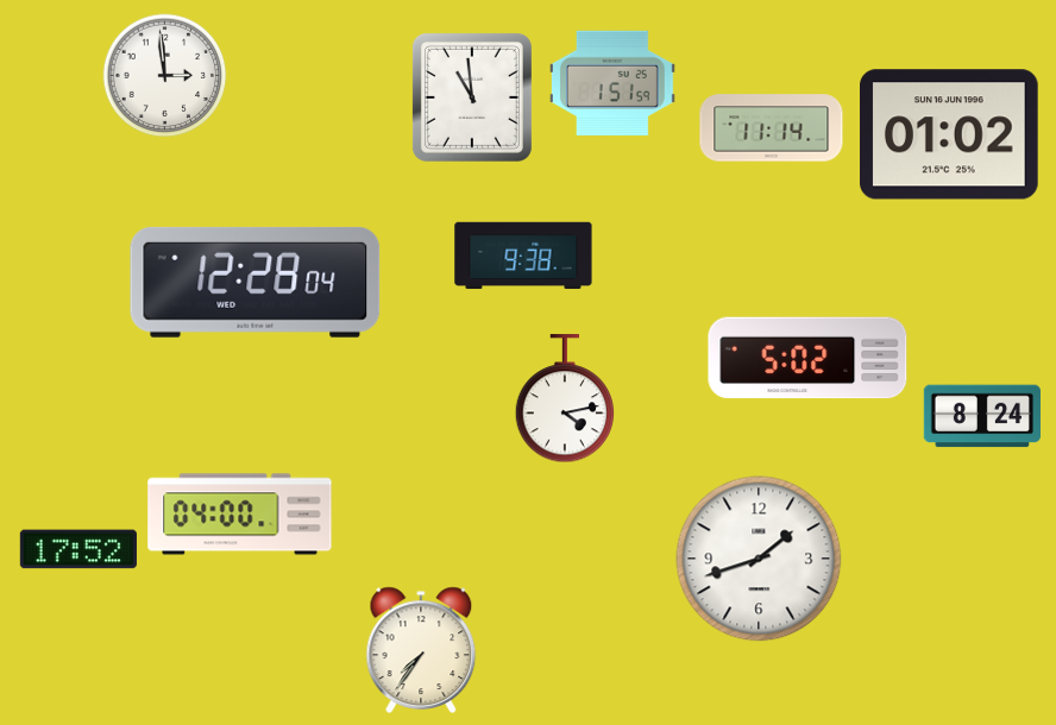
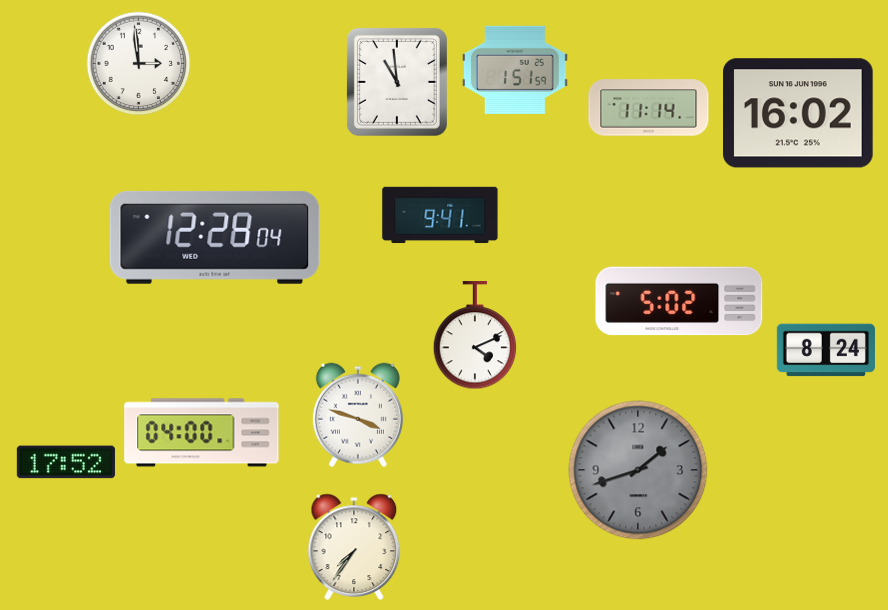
clock at (950, 134): 01:02 -> 16:02
clock at (523, 256): 9:38 -> 9:41
clock at (565, 399): 4:13 -> 4:11
clock at (358, 415): none -> 3:48
clock at (759, 559) dial: white -> grey
